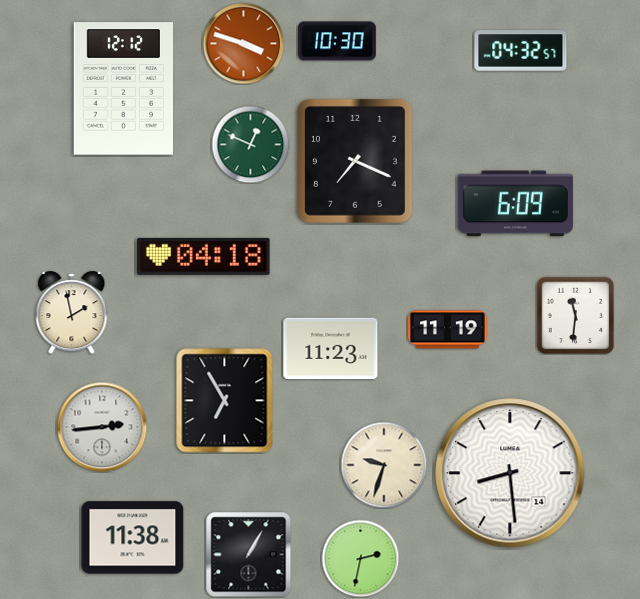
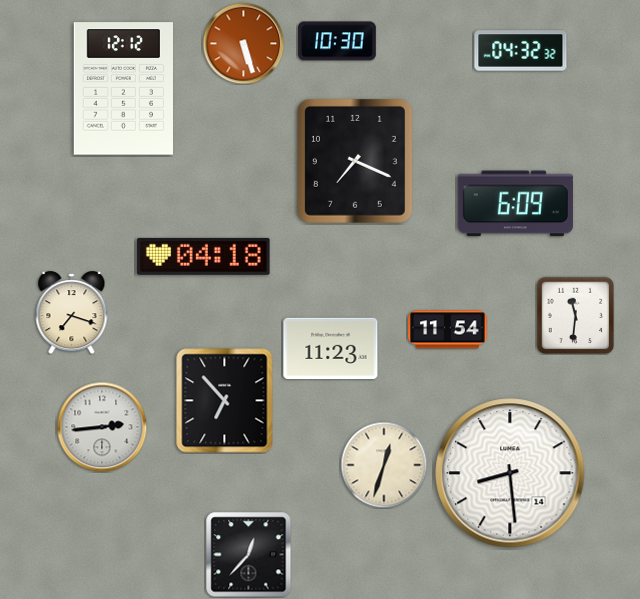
clock at (243, 43): 3:48 -> 5:27
clock at (521, 51): 04:32:57 -> 04:32:32
clock at (250, 144): 12:49 -> none
clock at (72, 313): 1:58 -> 7:18
clock at (448, 330): 11:19 -> 11:54
clock at (225, 401): 6:55 -> 6:53
clock at (384, 465): 9:33 -> 12:33
clock at (133, 538): 11:38 -> none
clock at (248, 554): 1:05 -> 12:37
clock at (360, 558): 2:32 -> none
